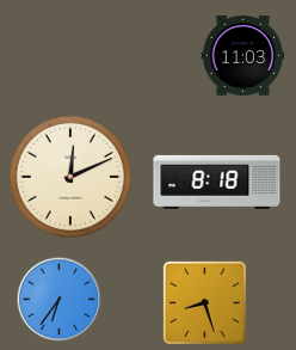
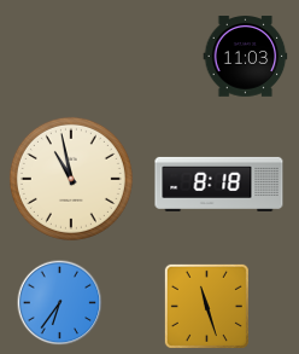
clock at (70, 177): 12:11 -> 10:58
clock at (204, 302): 8:27 -> 11:27
